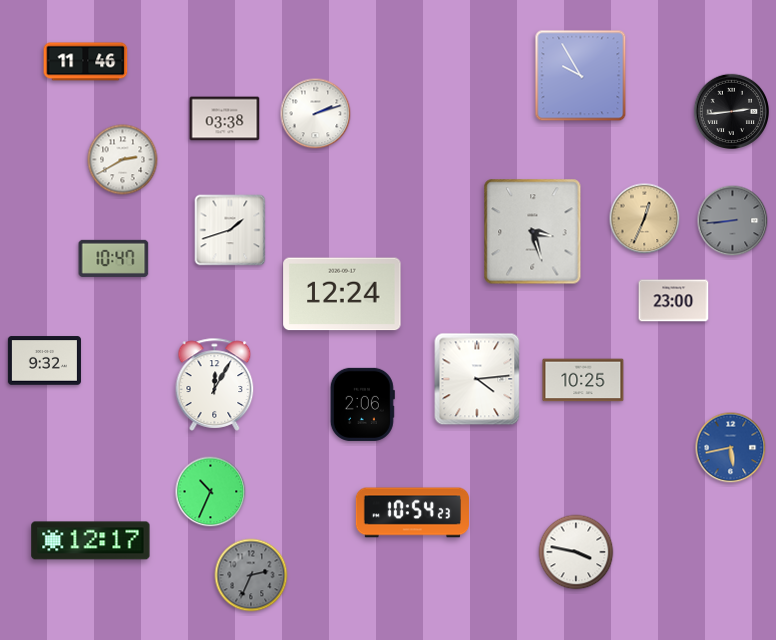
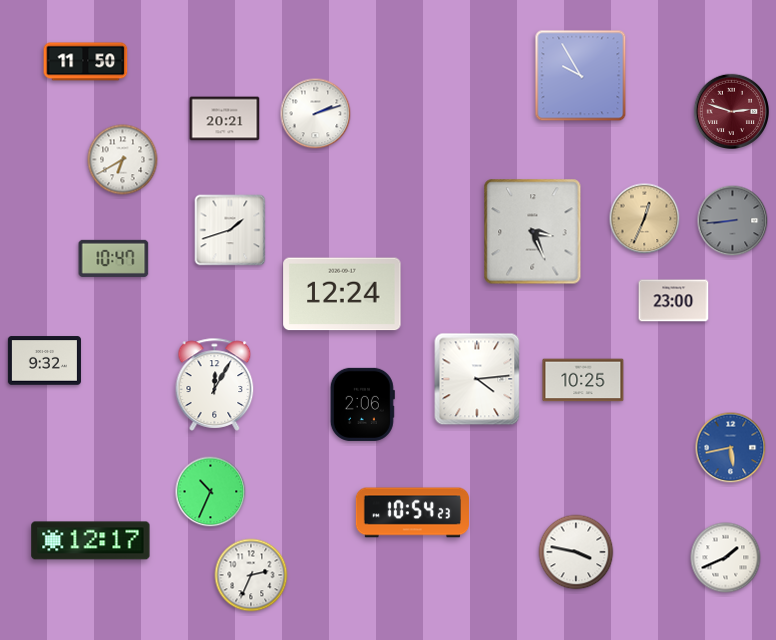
clock at (86, 62): 11:46 -> 11:50
clock at (732, 112): 2:44 -> 2:48
clock at (732, 112) dial: black -> burgundy
clock at (225, 119): 03:38 -> 20:21
clock at (123, 160): 2:40 -> 6:40
clock at (533, 232): 3:27 -> 3:26
clock at (726, 558): none -> 1:41
clock at (251, 575) dial: grey -> white
